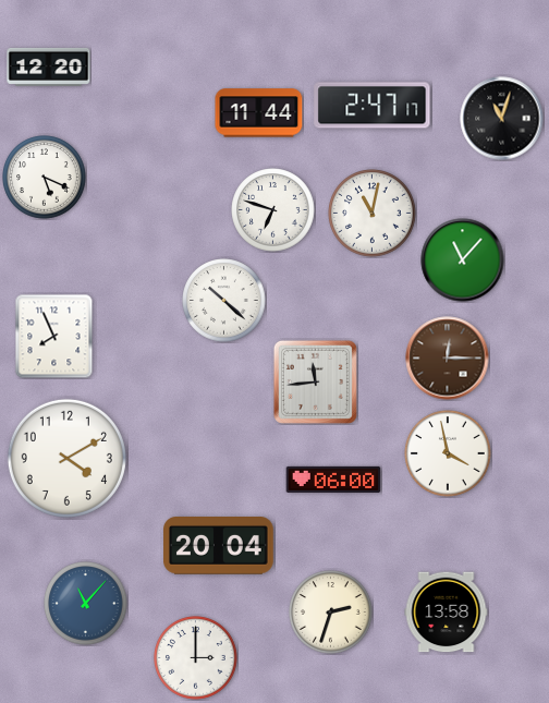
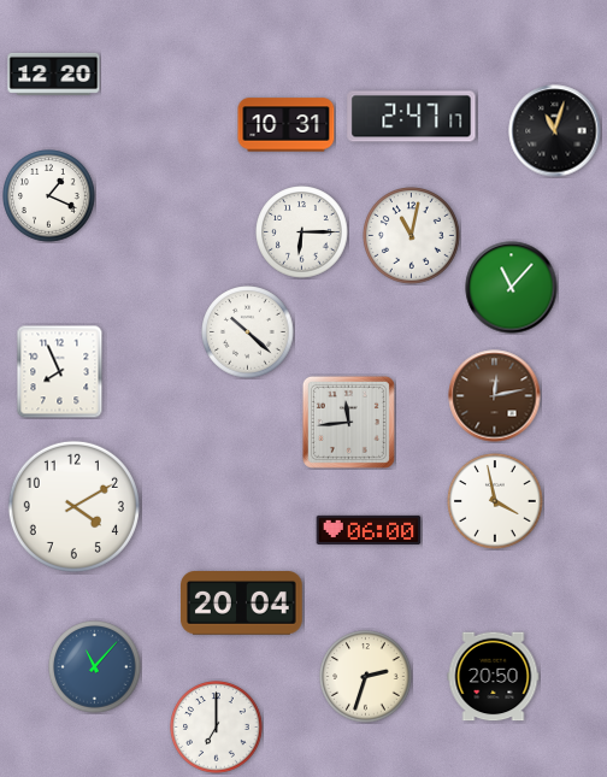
clock at (259, 113): 11:44 -> 10:31
clock at (45, 178): 5:19 -> 1:19
clock at (273, 210): 6:48 -> 6:15
clock at (448, 359): 12:15 -> 12:13
clock at (447, 613): 13:58 -> 20:50
clock at (196, 658): 3:00 -> 7:00
